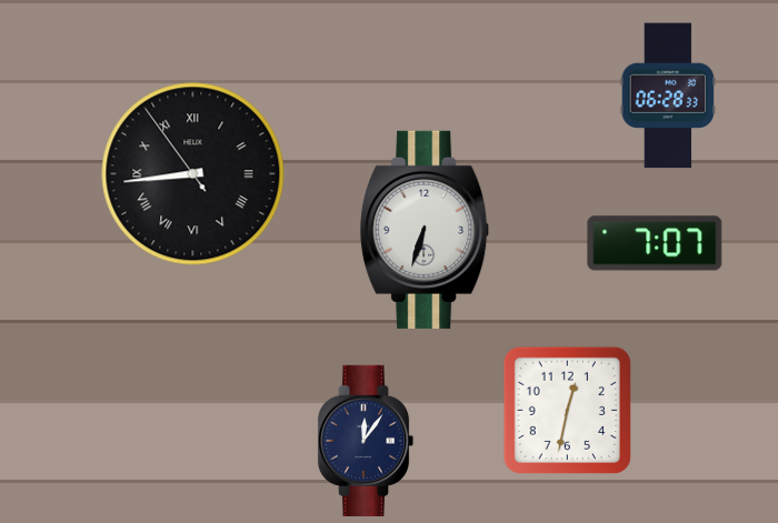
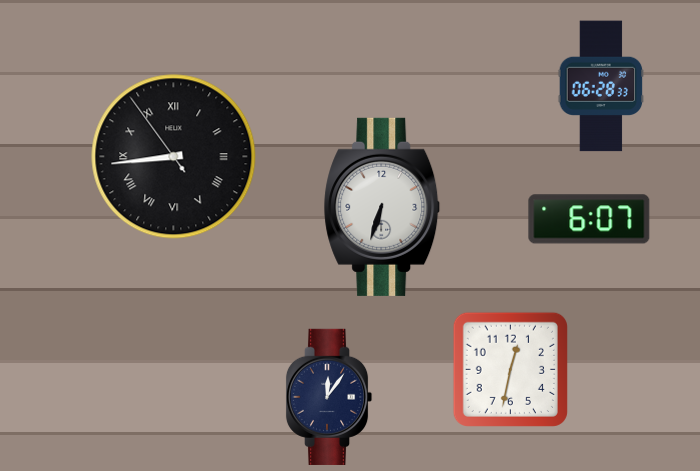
clock at (655, 243): 7:07 -> 6:07
